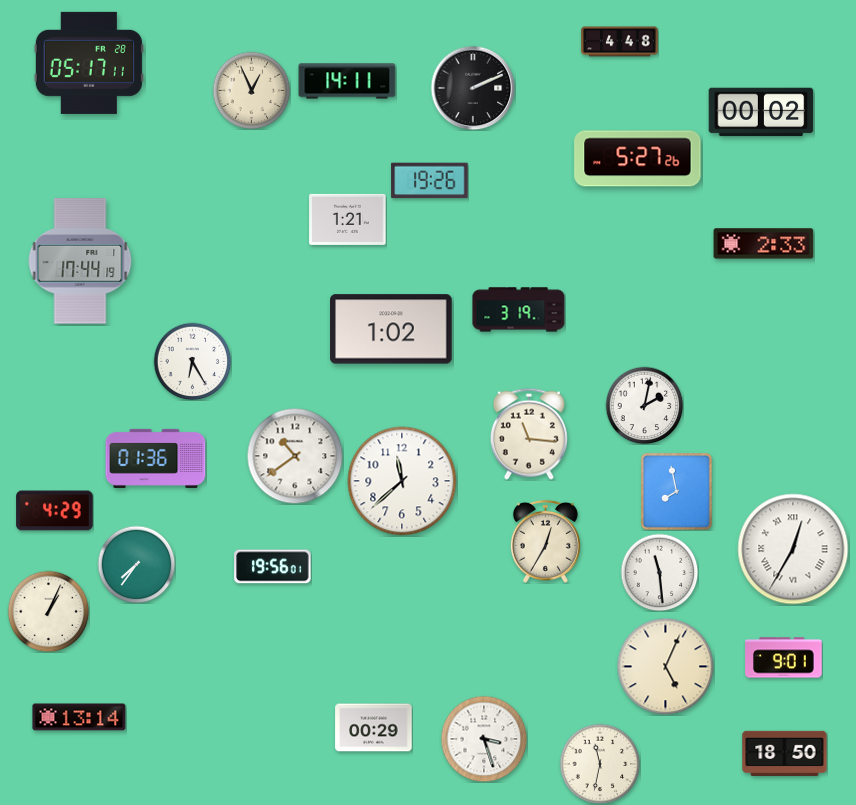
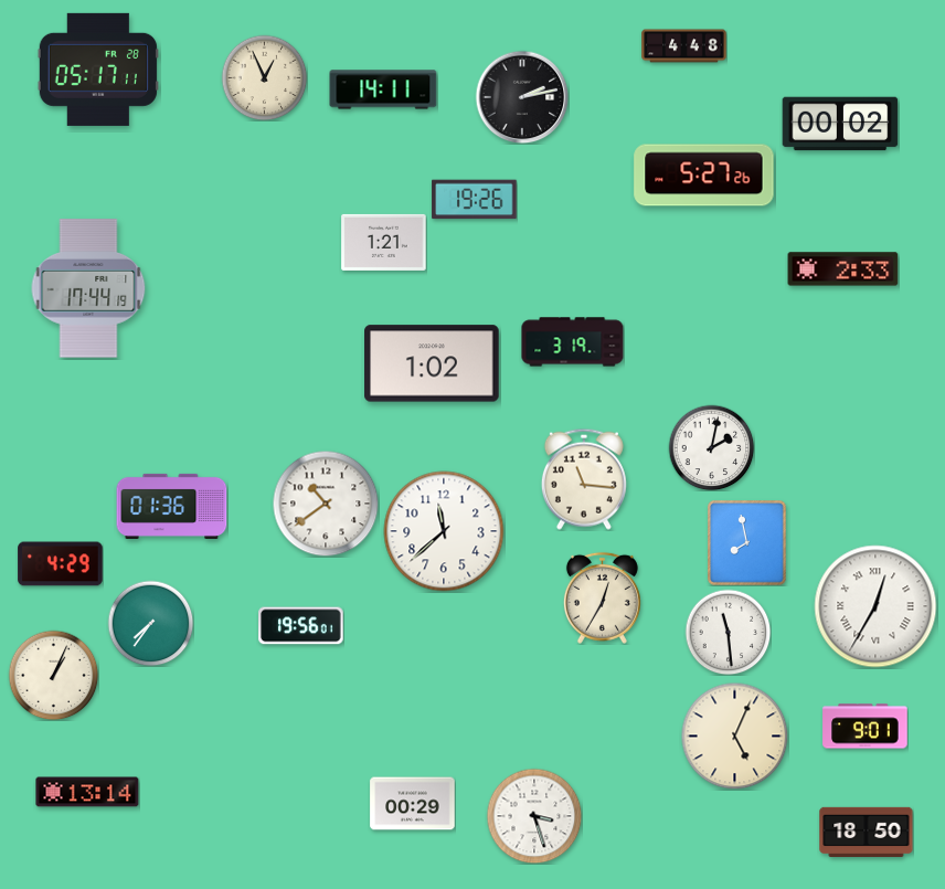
clock at (473, 88): 2:11 -> 2:13
clock at (251, 90) position: (251, 90) -> (264, 77)
clock at (192, 361): 6:25 -> none
clock at (600, 764): 11:32 -> none
